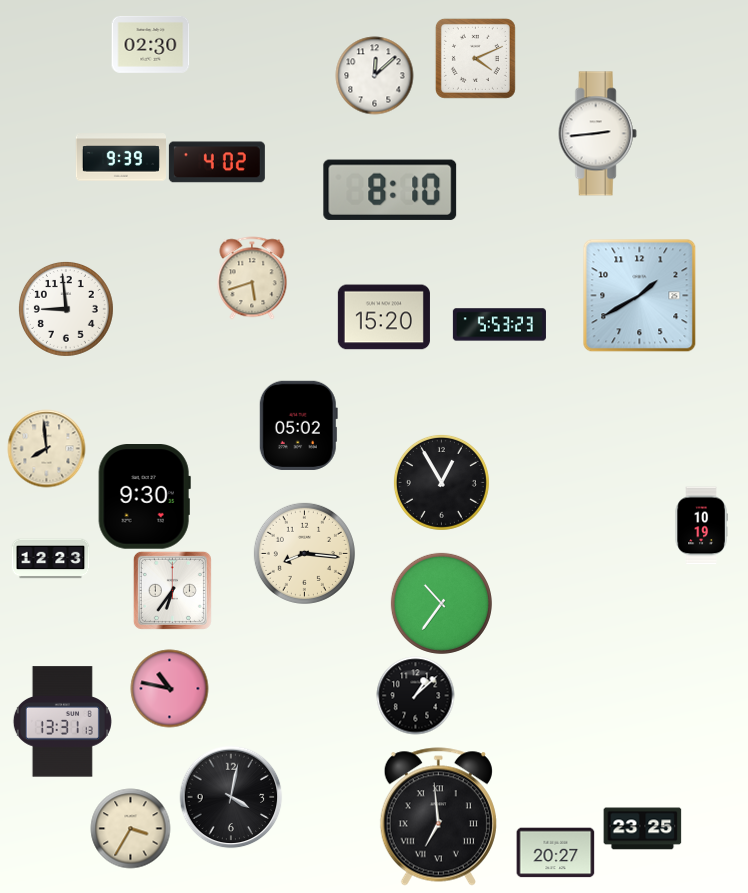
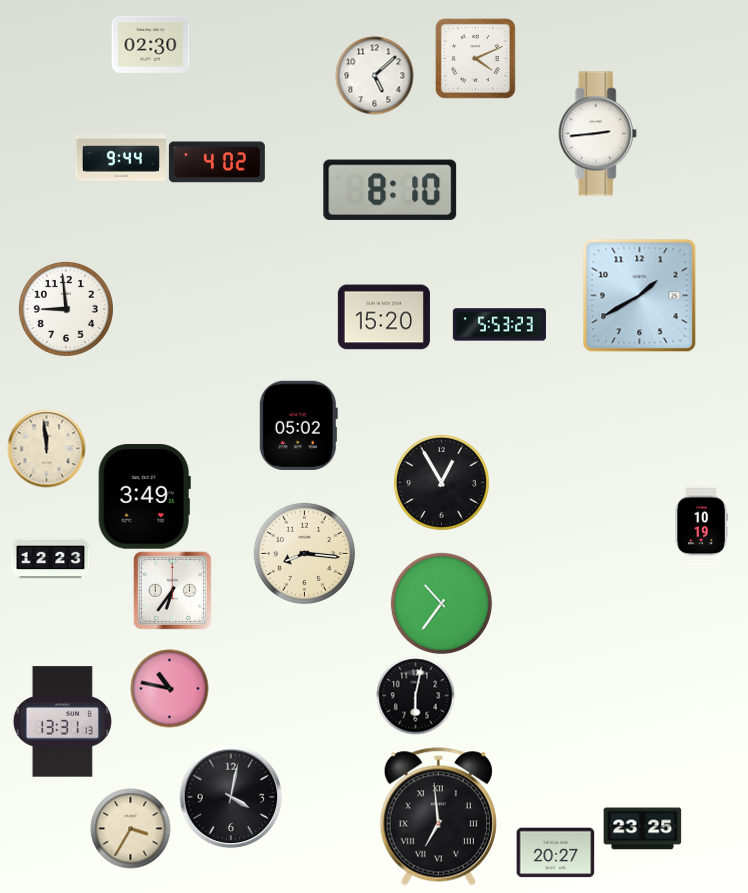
clock at (374, 75): 12:08 -> 5:08
clock at (121, 157): 9:39 -> 9:44
clock at (252, 278): 5:42 -> none
clock at (46, 448): 7:59 -> 11:59
clock at (144, 497): 9:30 -> 3:49
clock at (415, 695): 1:08 -> 6:02
